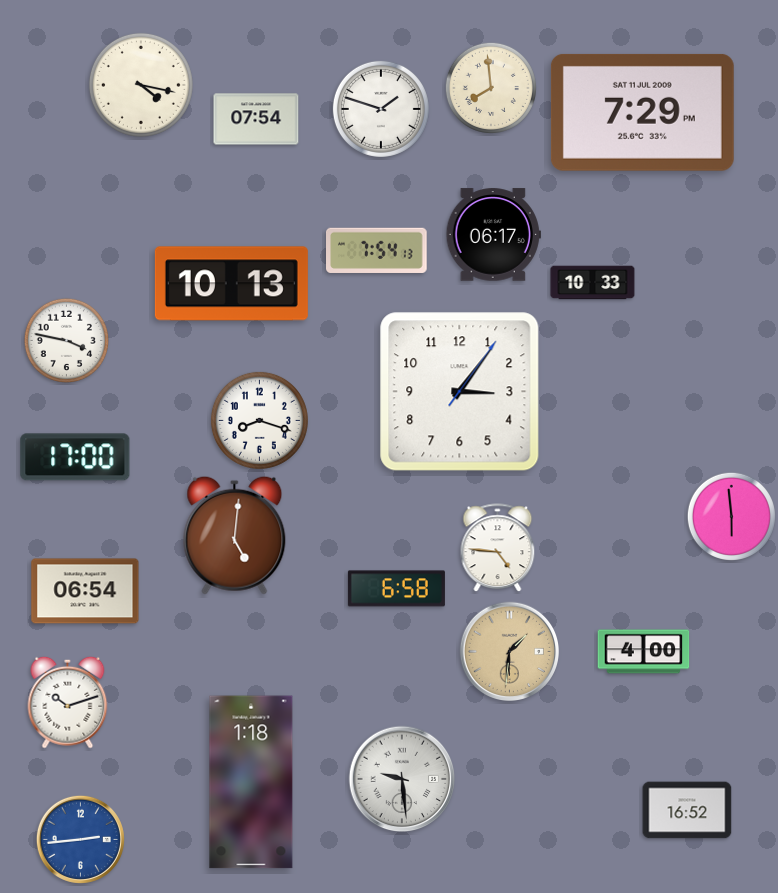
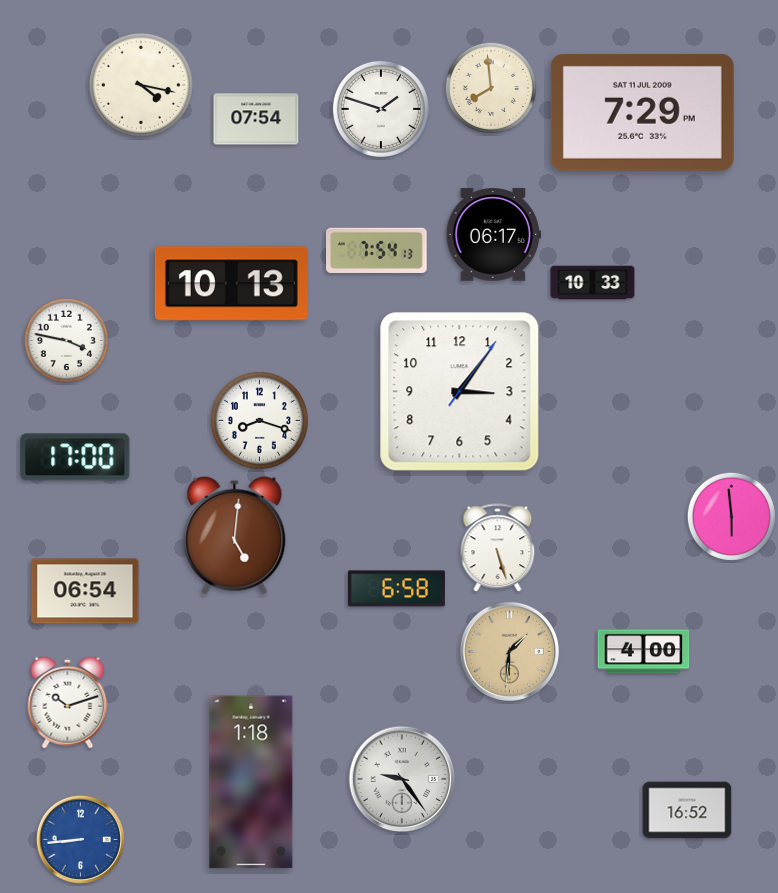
clock at (498, 548): 4:46 -> 5:27
clock at (402, 779): 9:29 -> 9:24
clock at (80, 839): 2:44 -> 8:44
